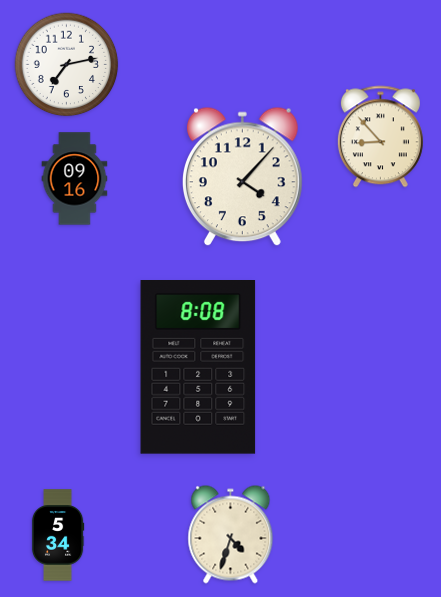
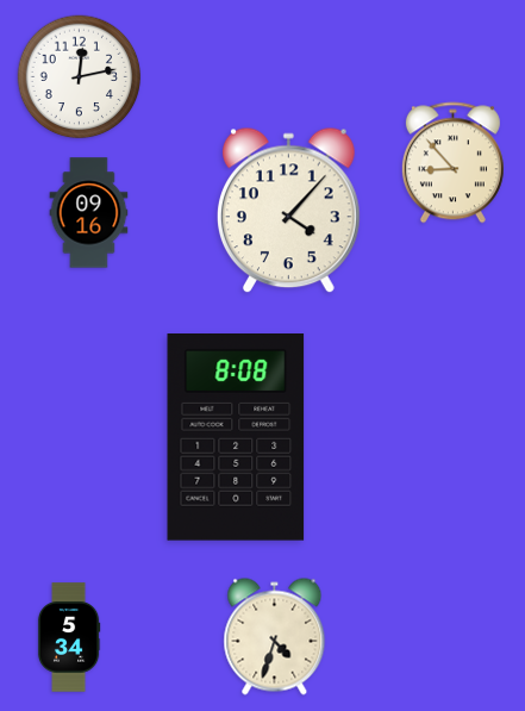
clock at (67, 65): 7:13 -> 12:13
